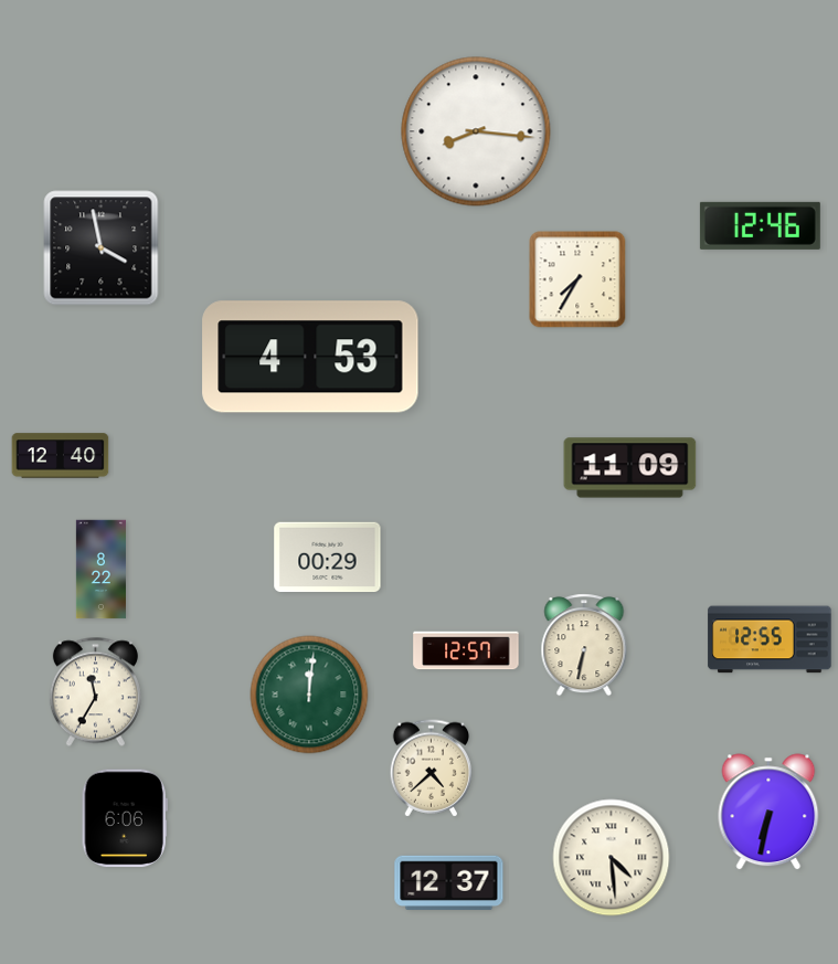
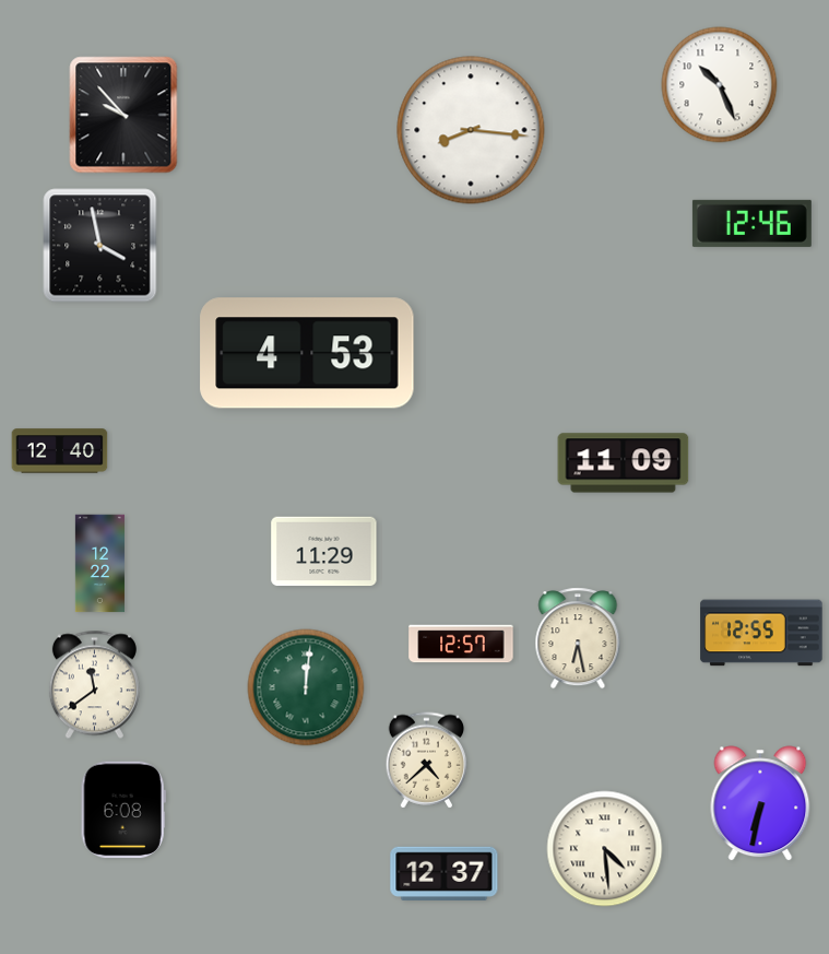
clock at (720, 85): none -> 10:26
clock at (123, 115): none -> 9:53
clock at (577, 279): 7:35 -> none
clock at (328, 558): 00:29 -> 11:29
clock at (100, 570): 8:22 -> 12:22
clock at (584, 645): 6:32 -> 6:28
clock at (95, 692): 11:35 -> 11:39
clock at (125, 818): 6:06 -> 6:08
